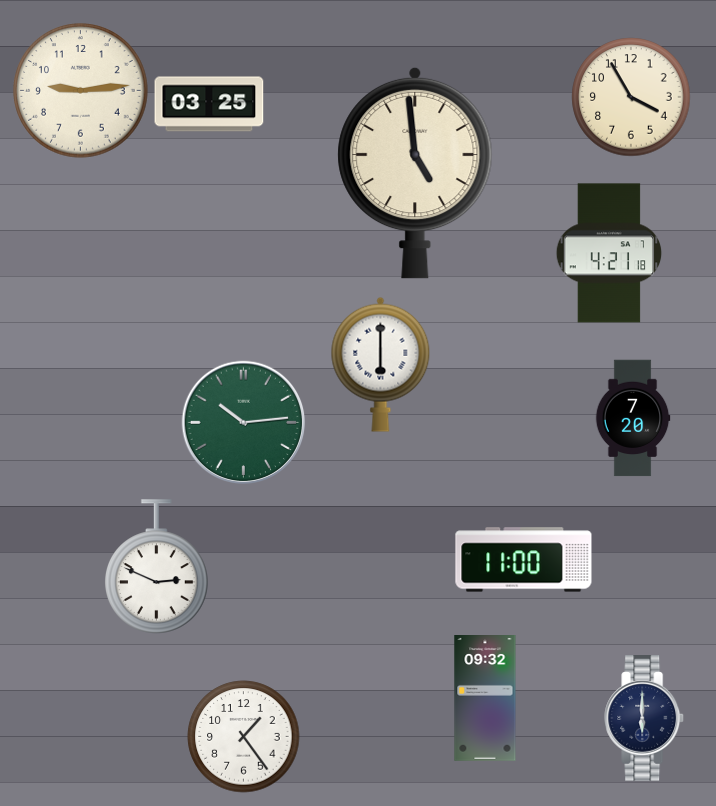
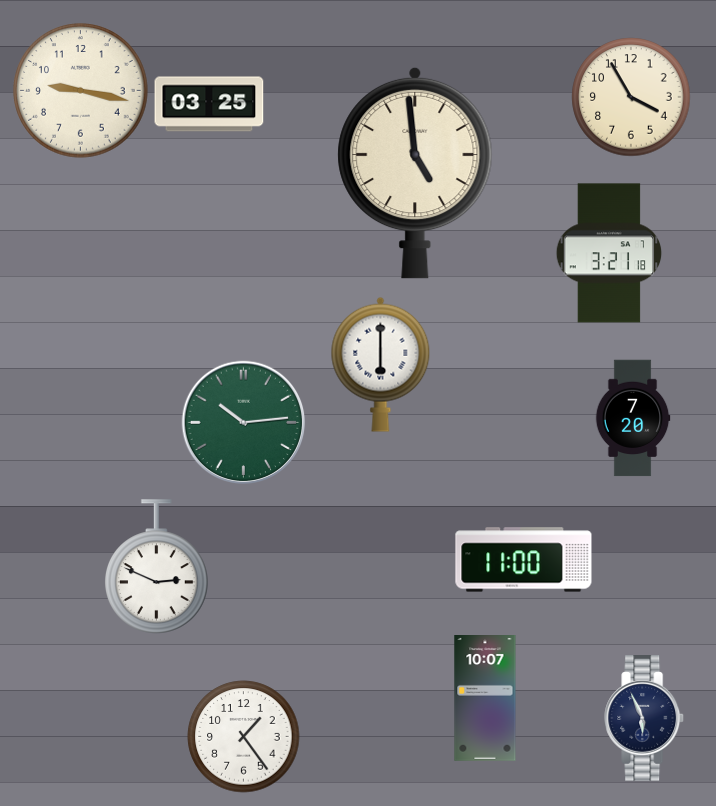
clock at (81, 91): 9:14 -> 9:17
clock at (609, 253): 4:21 -> 3:21
clock at (485, 698): 09:32 -> 10:07
clock at (645, 719): 6:00 -> 5:56
